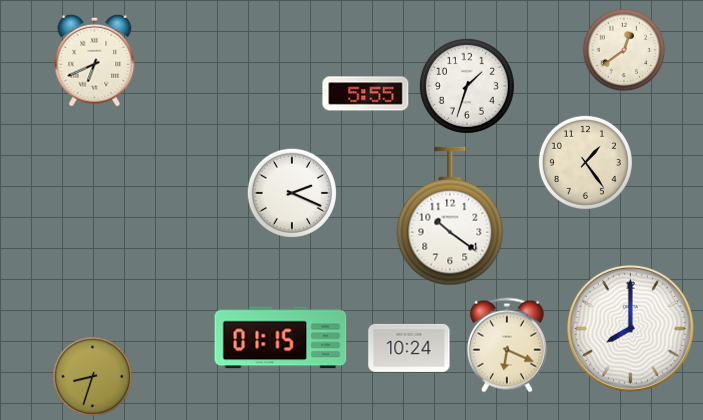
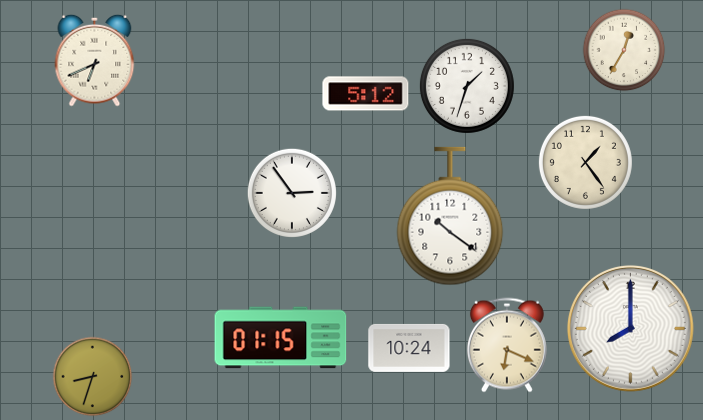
clock at (624, 50): 12:39 -> 12:35
clock at (366, 94): 5:55 -> 5:12
clock at (292, 193): 2:19 -> 2:54
